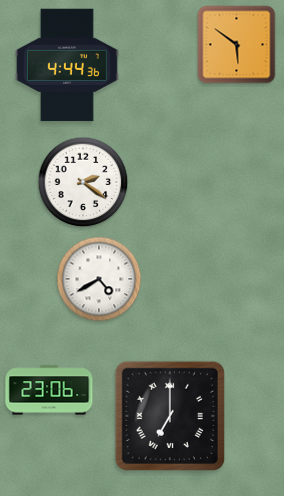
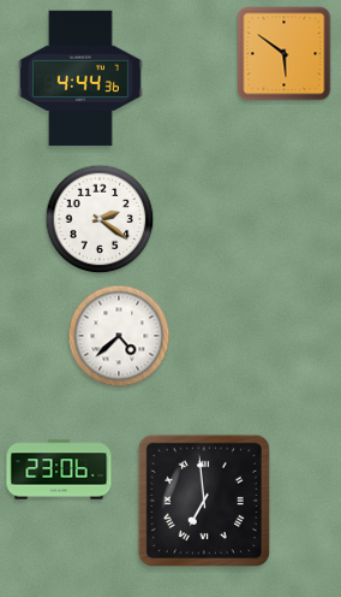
clock at (99, 279): 4:40 -> 4:38
clock at (170, 416): 7:00 -> 6:59
